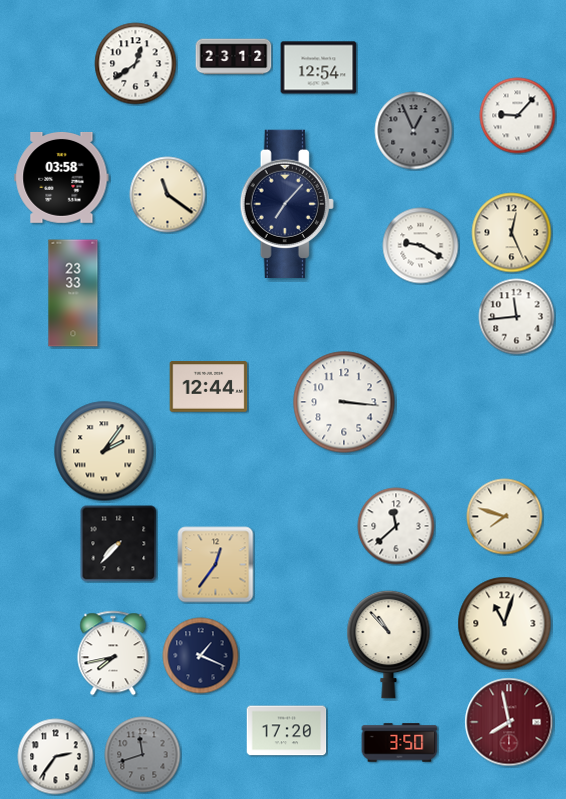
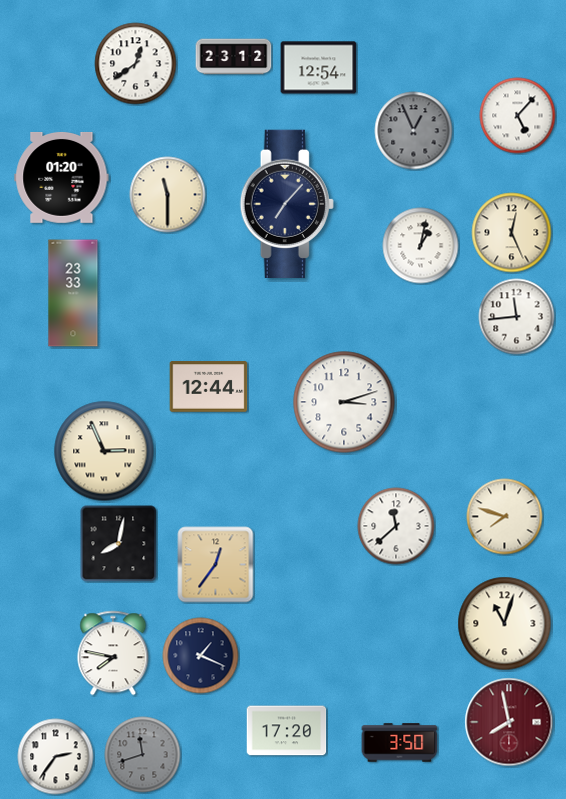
clock at (518, 116): 9:07 -> 5:07
clock at (62, 177): 03:58 -> 01:20
clock at (168, 195): 11:21 -> 11:30
clock at (421, 246): 9:20 -> 1:02
clock at (344, 402): 3:16 -> 3:12
clock at (104, 451): 2:06 -> 2:56
clock at (119, 544): 7:37 -> 8:02
clock at (389, 644): 10:53 -> none
clock at (113, 653): 7:43 -> 7:47
